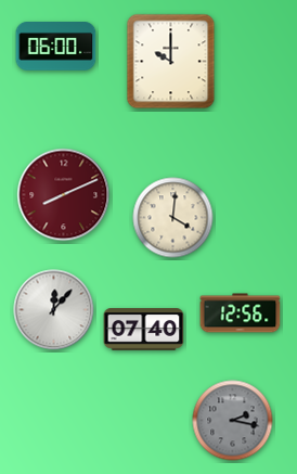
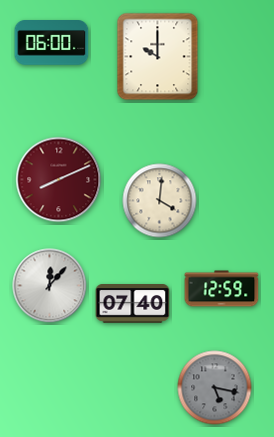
clock at (241, 313): 12:56 -> 12:59
clock at (233, 421): 2:17 -> 5:17
